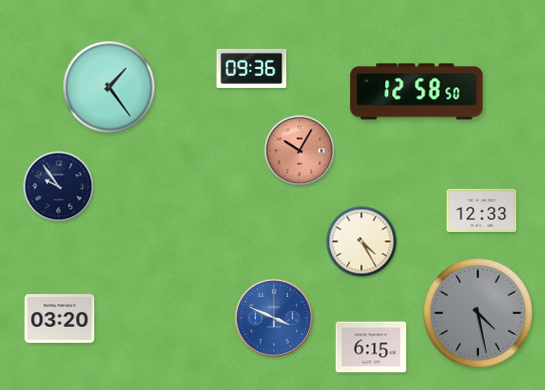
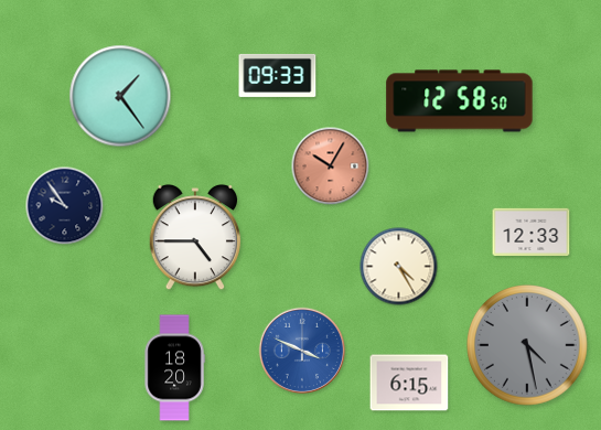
clock at (252, 68): 09:36 -> 09:33
clock at (195, 237): none -> 4:45
clock at (60, 319): 03:20 -> none
clock at (174, 368): none -> 18:20
